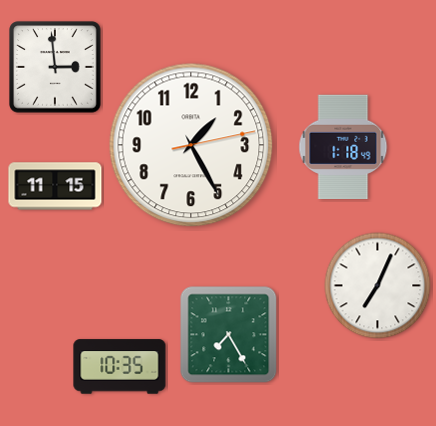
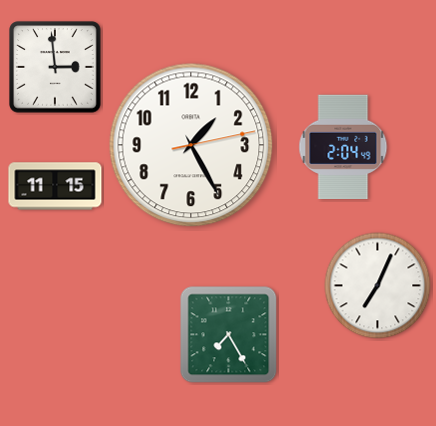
clock at (343, 147): 1:18 -> 2:04
clock at (120, 367): 10:35 -> none
